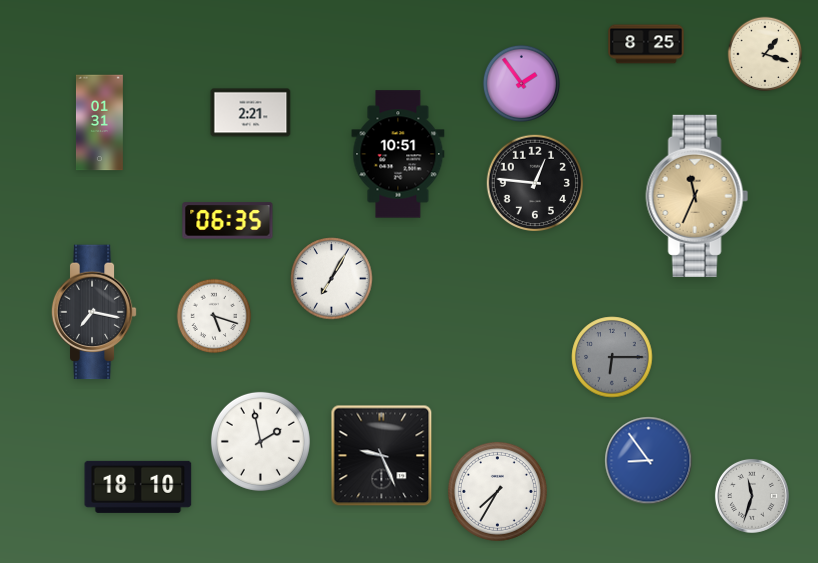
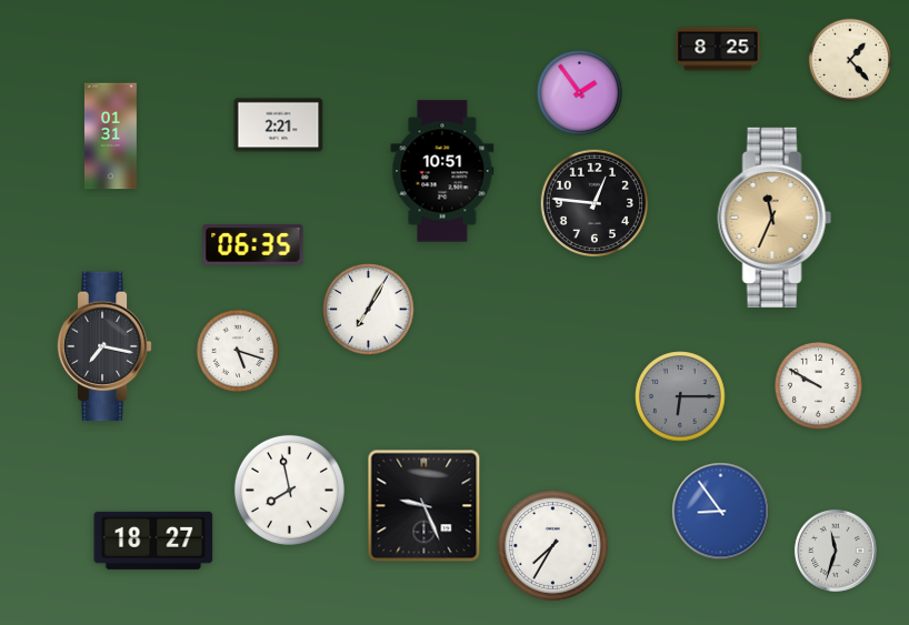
clock at (765, 54): 1:18 -> 1:23
clock at (818, 385): none -> 9:50
clock at (260, 441): 1:58 -> 7:58
clock at (138, 487): 18:10 -> 18:27
